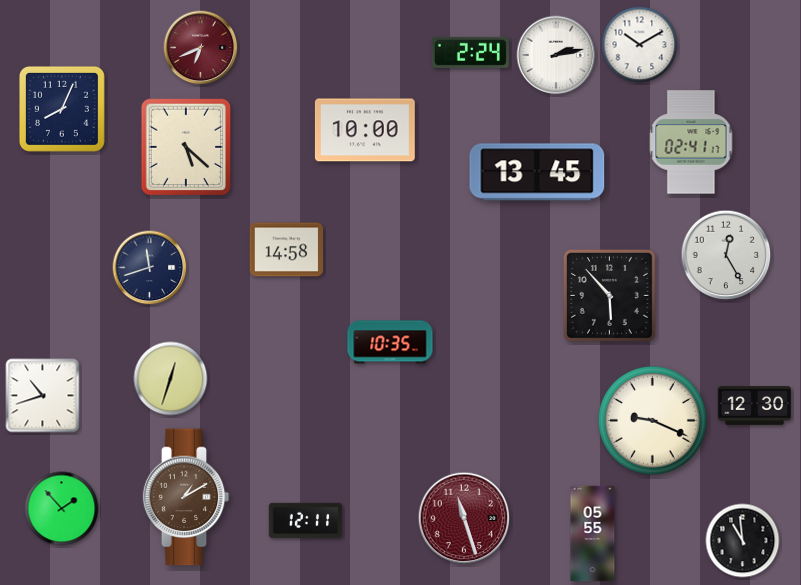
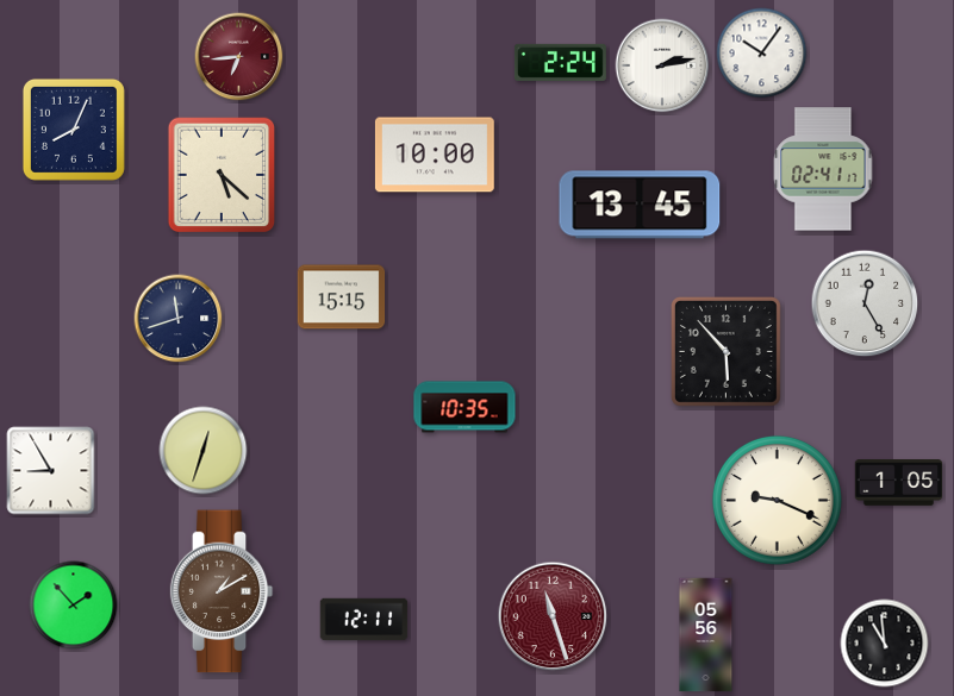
clock at (640, 45): 10:10 -> 10:06
clock at (201, 48): 6:41 -> 6:44
clock at (287, 250): 14:58 -> 15:15
clock at (43, 396): 10:42 -> 8:55
clock at (755, 406): 12:30 -> 1:05
clock at (593, 534): 05:55 -> 05:56
